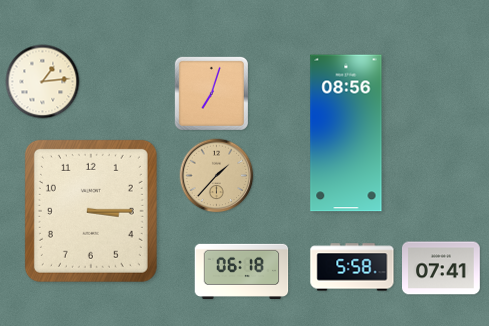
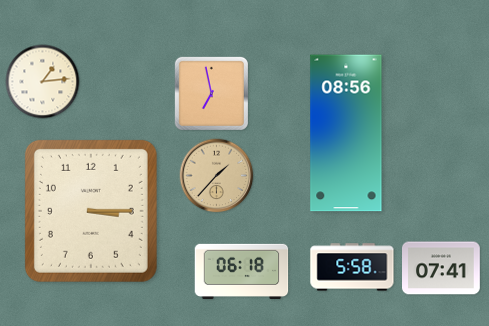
clock at (211, 93): 7:03 -> 6:58
